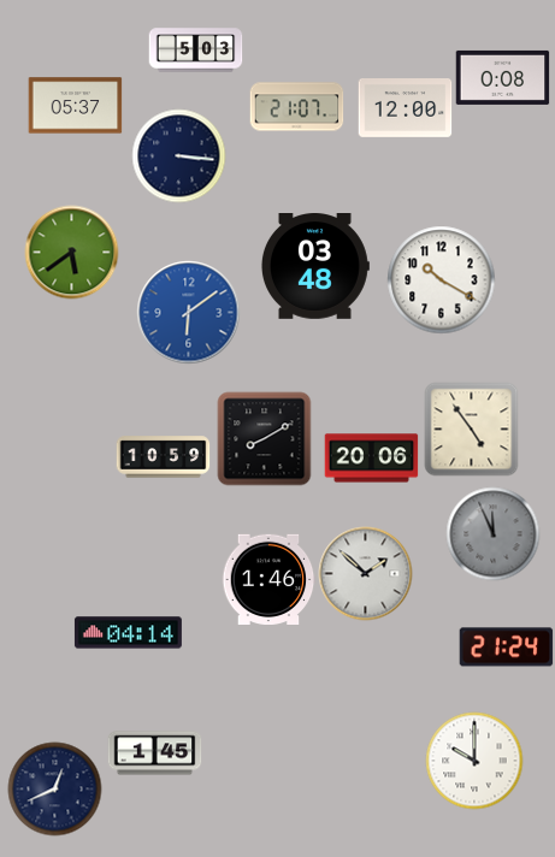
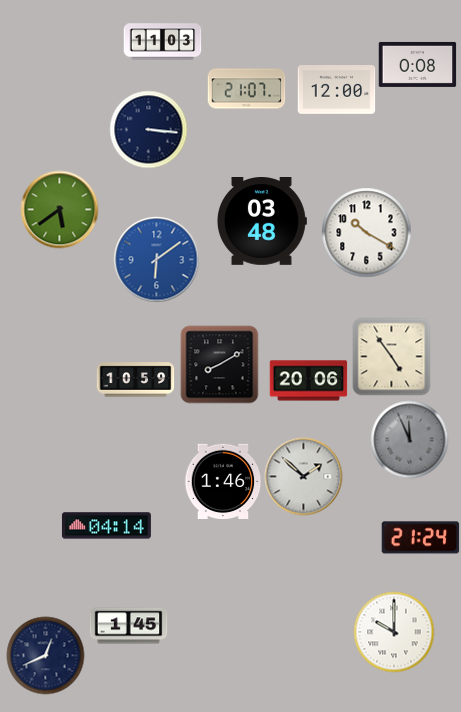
clock at (195, 51): 5:03 -> 11:03
clock at (75, 106): 05:37 -> none
clock at (492, 533) position: (492, 533) -> (409, 439)
